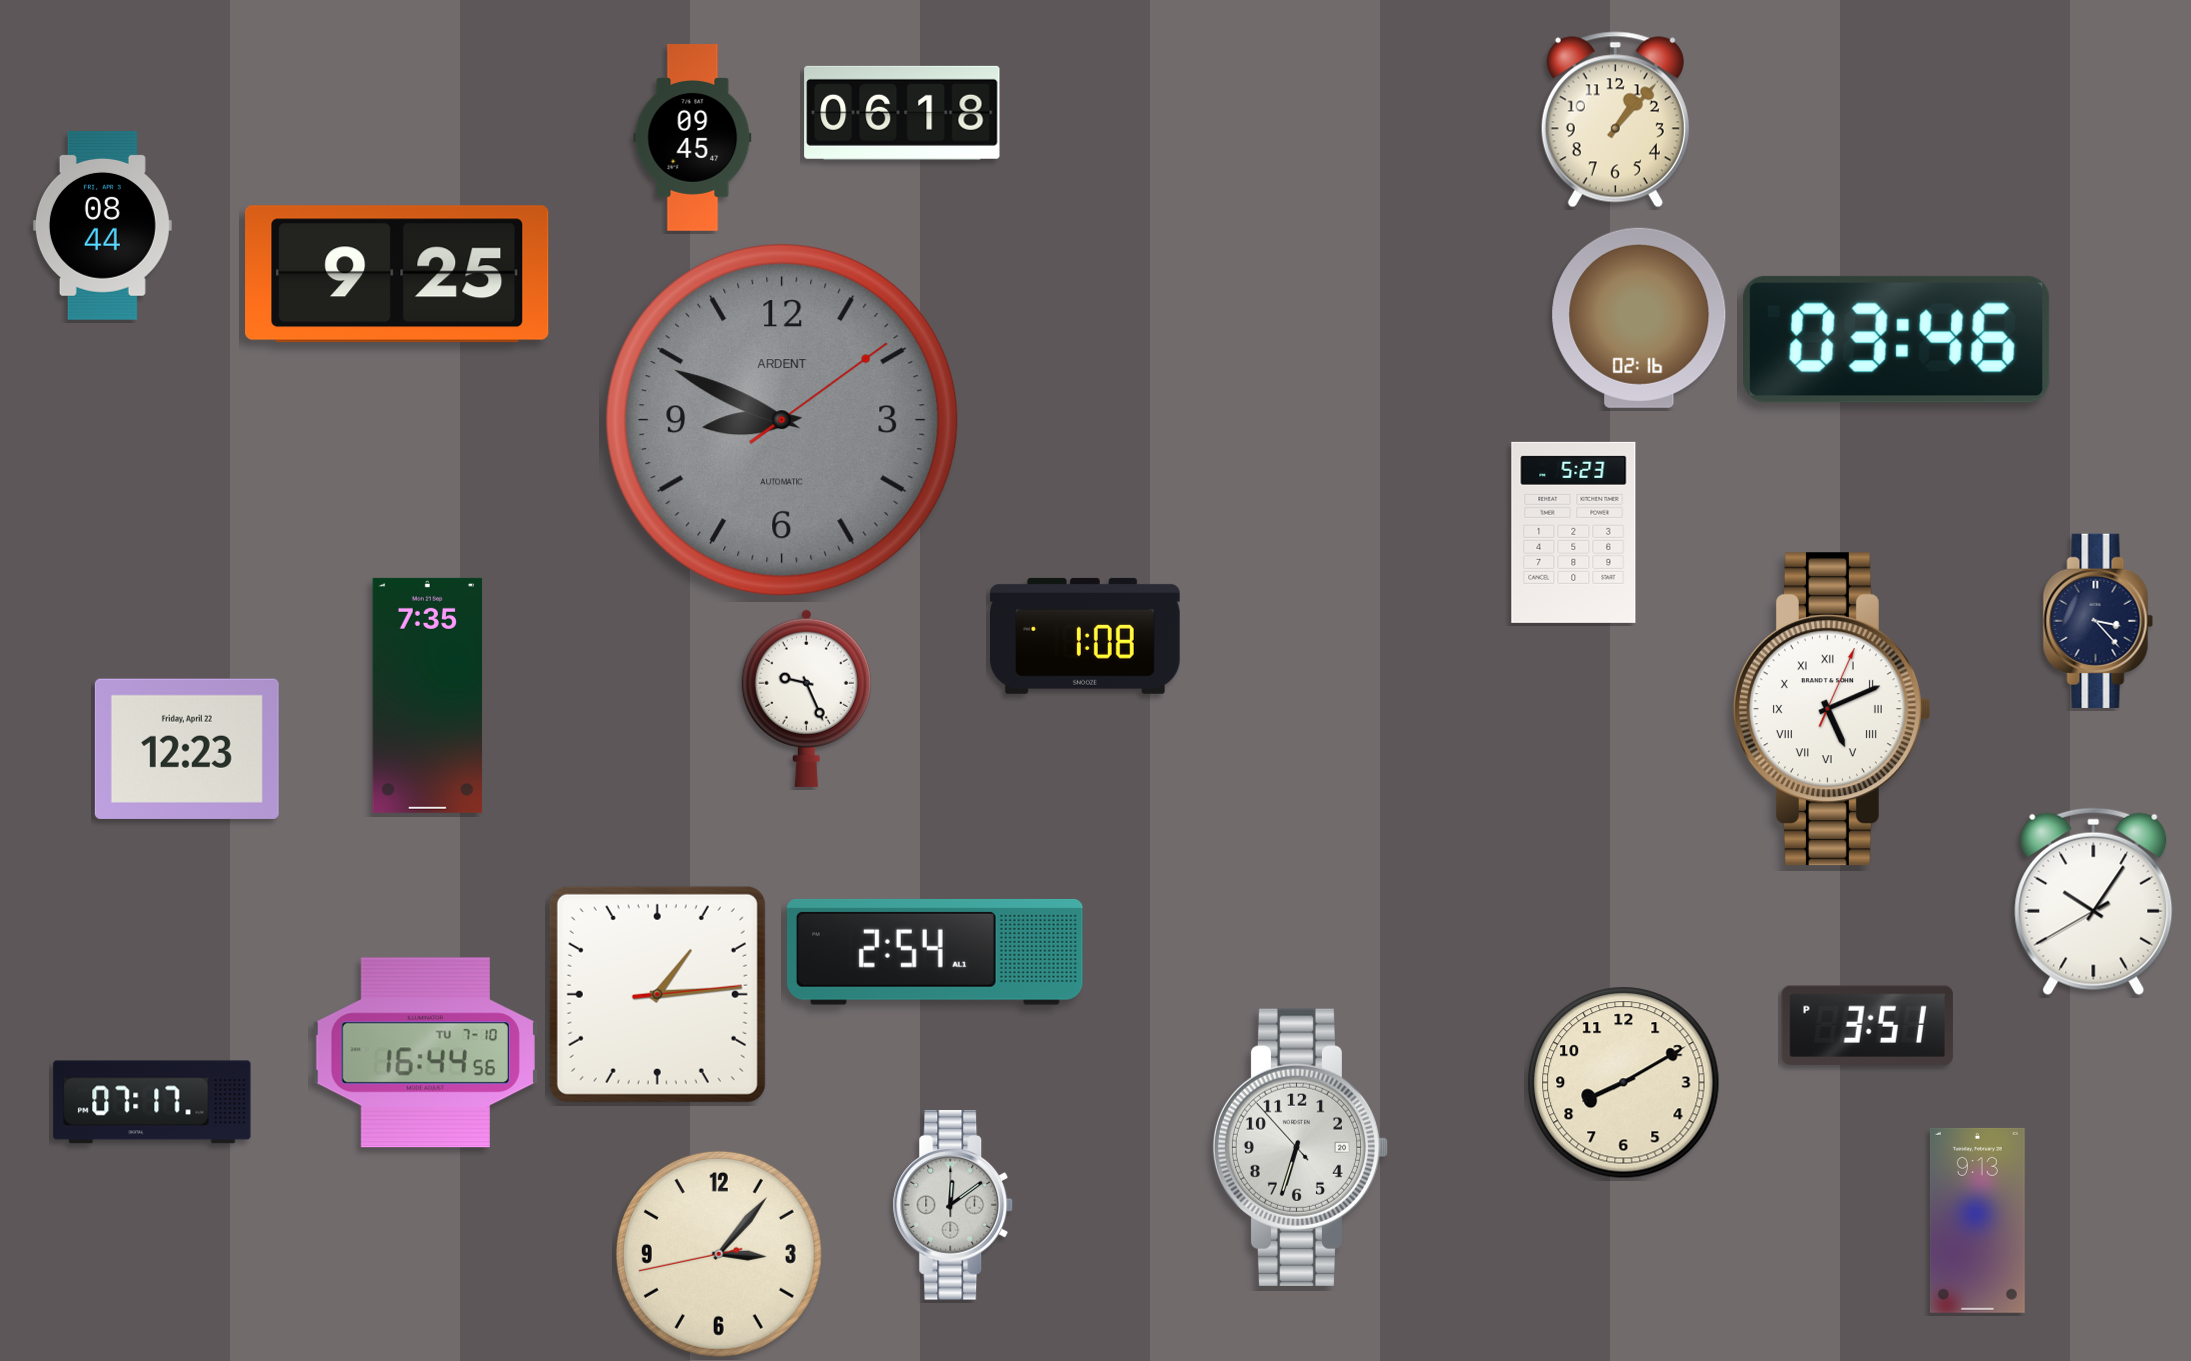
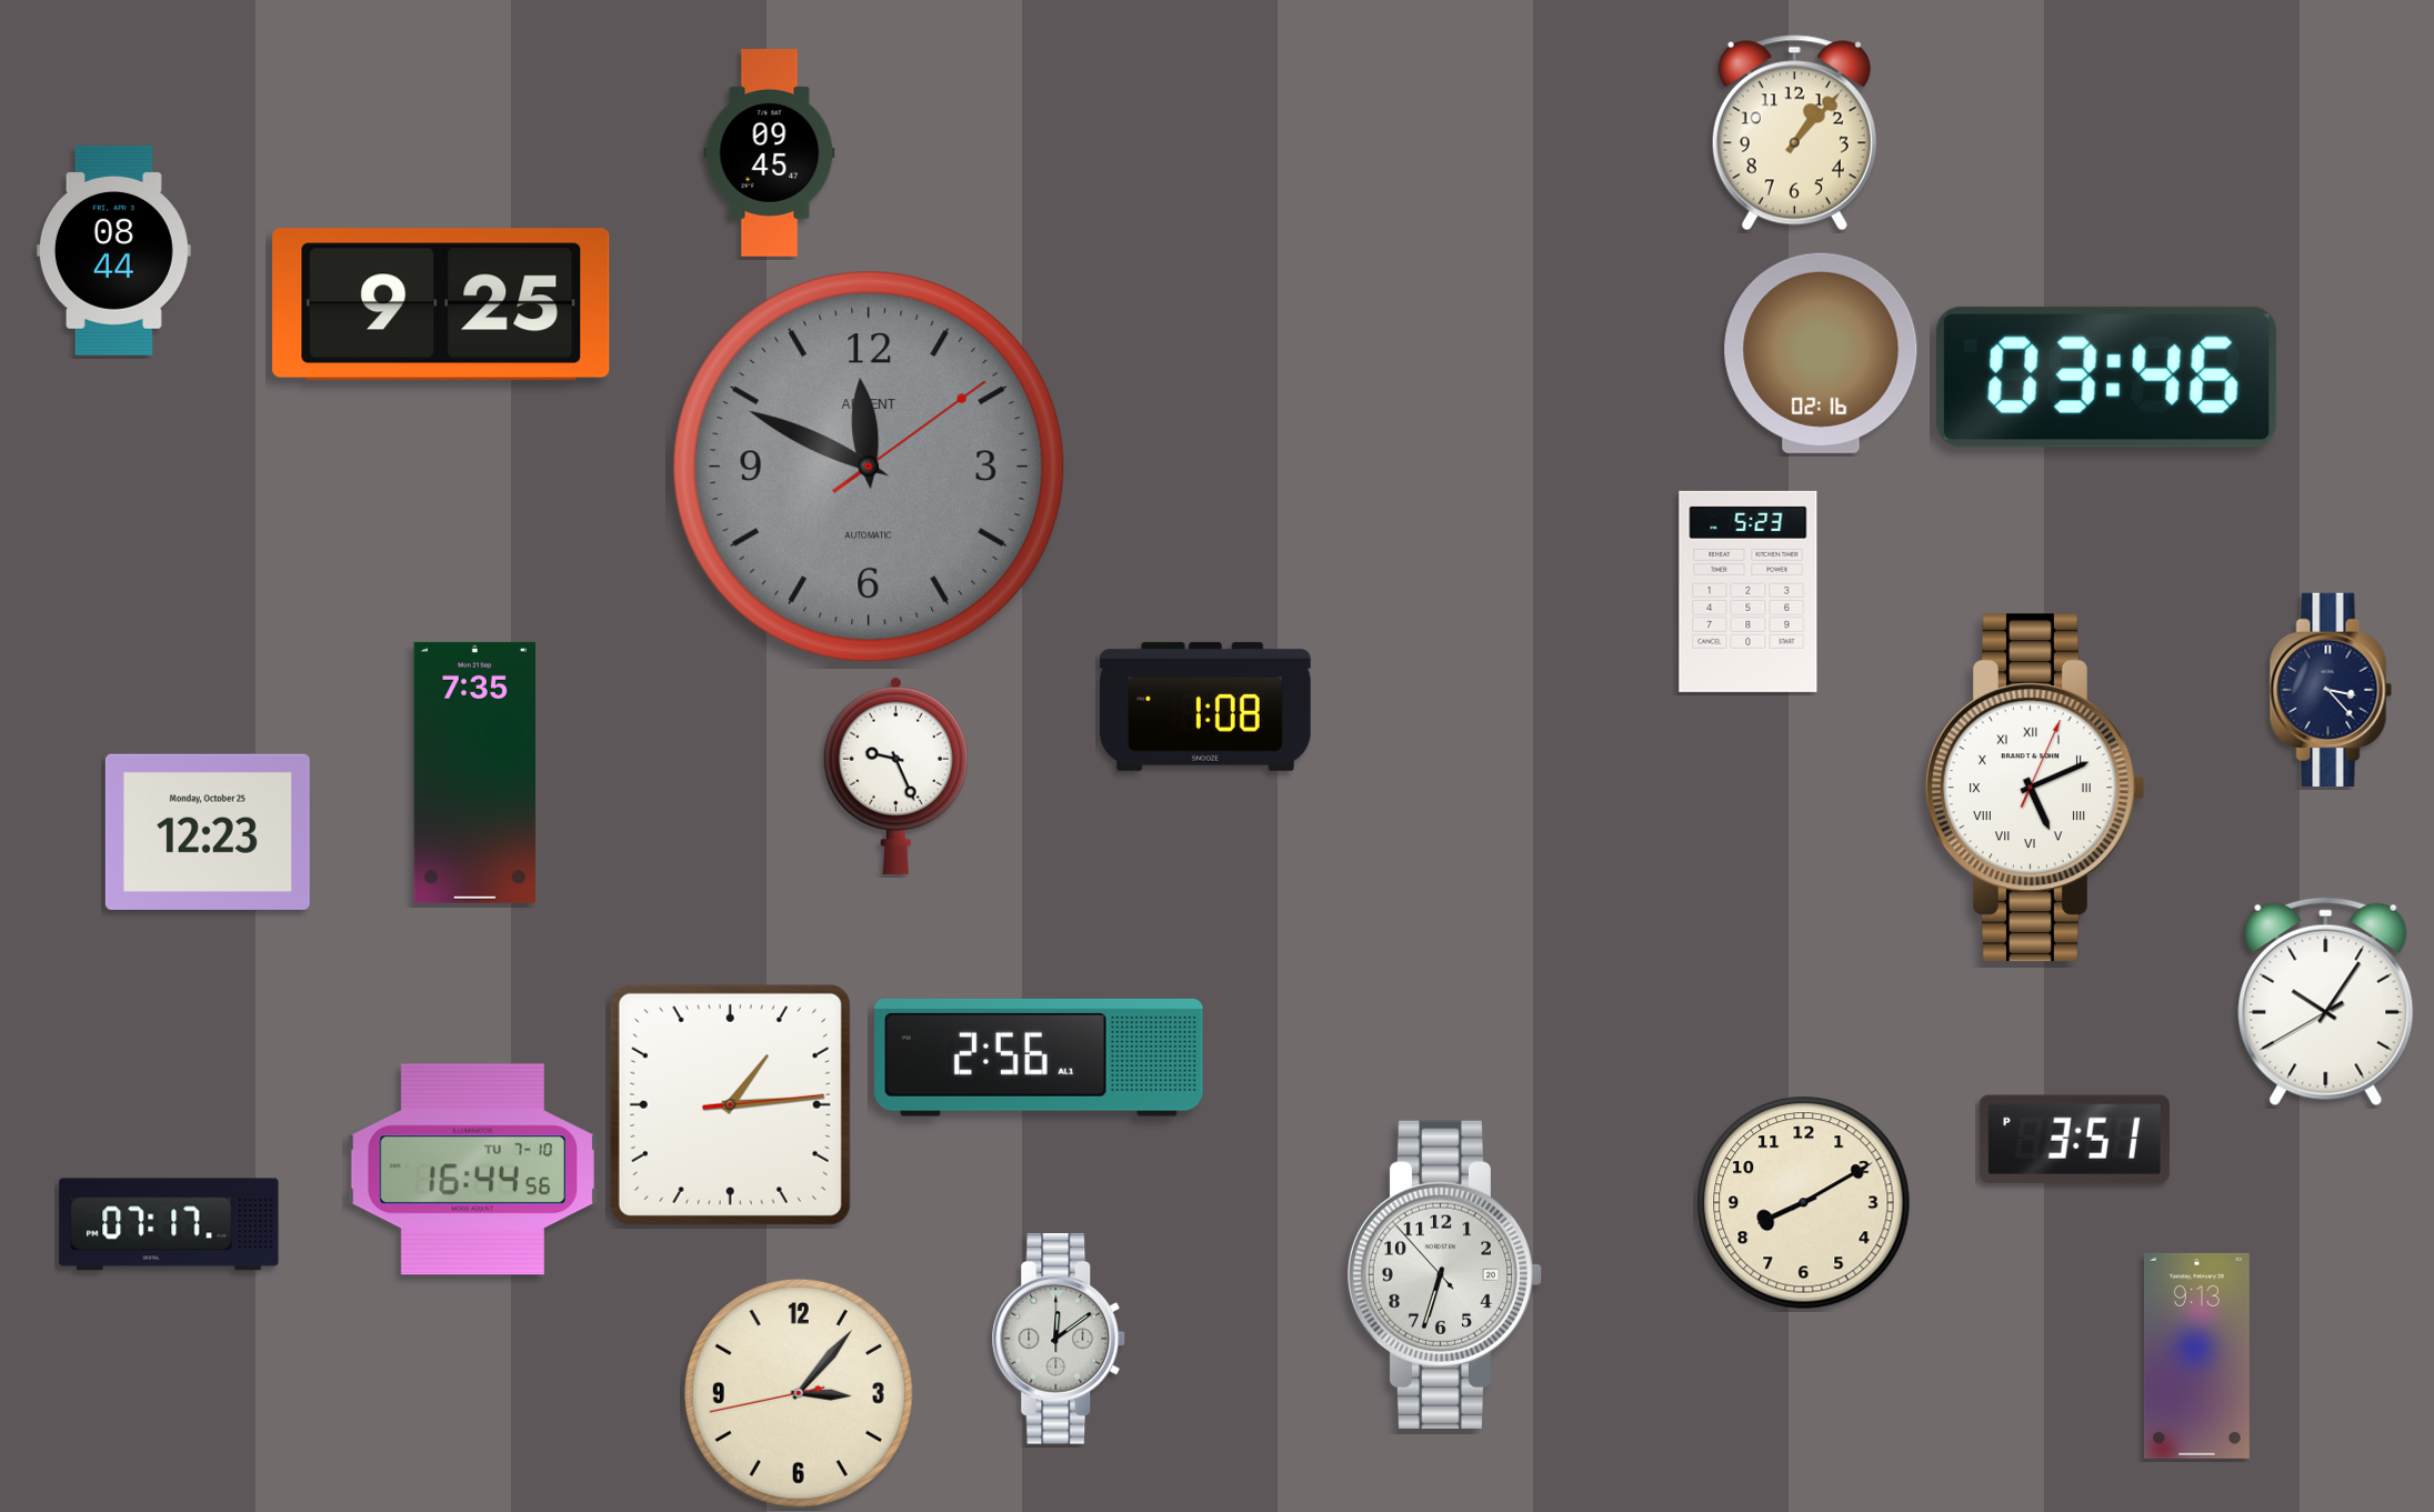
clock at (902, 113): 06:18 -> none
clock at (782, 420): 8:49 -> 11:49
clock at (187, 749) date: Friday, April 22 -> Monday, October 25
clock at (936, 952): 2:54 -> 2:56
